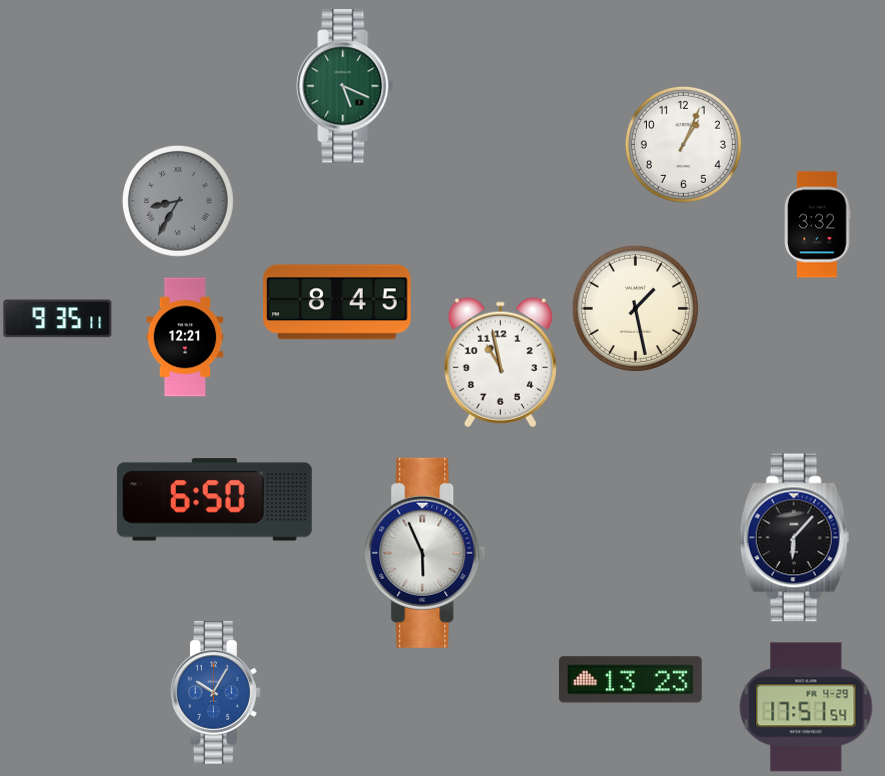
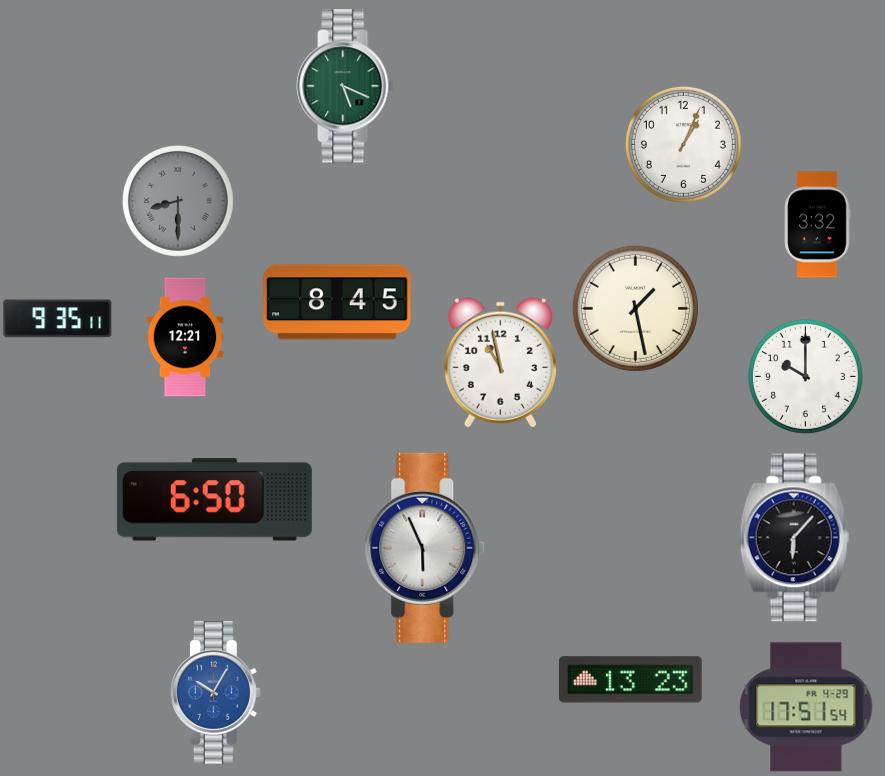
clock at (178, 201): 8:35 -> 8:30
clock at (805, 376): none -> 10:00
clock at (425, 553) position: (425, 553) -> (425, 548)
